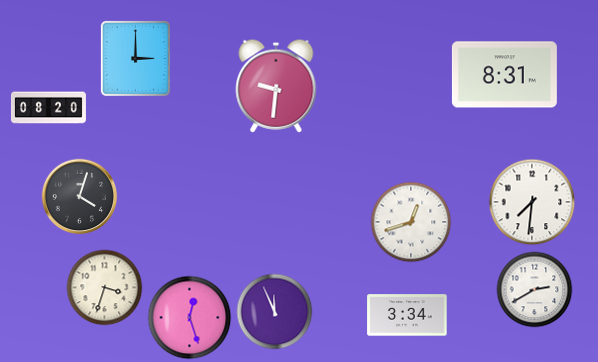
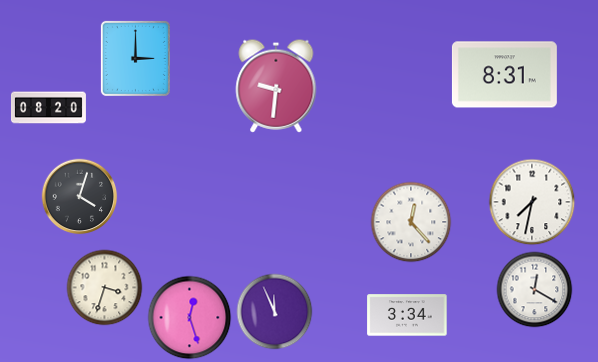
clock at (532, 202): 7:31 -> 7:32
clock at (411, 222): 12:42 -> 12:23
clock at (535, 290): 2:40 -> 12:20
